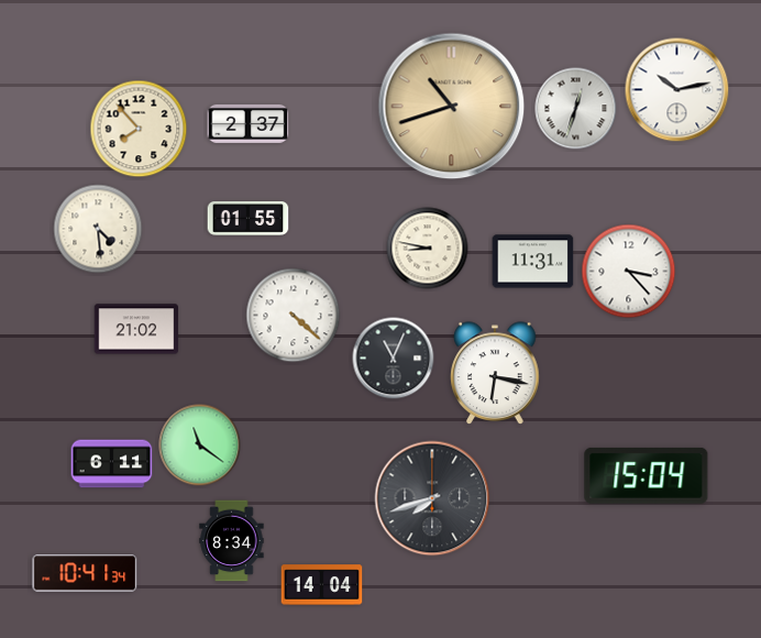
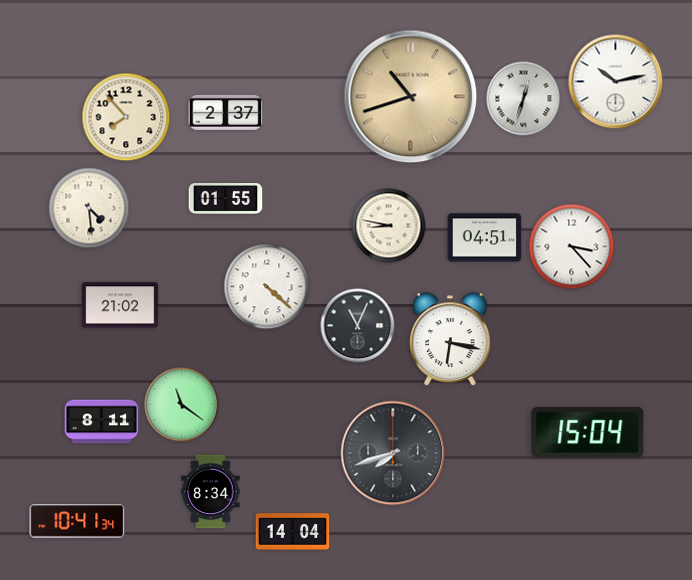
clock at (533, 262): 11:31 -> 04:51
clock at (136, 329) position: (136, 329) -> (120, 305)
clock at (112, 464): 6:11 -> 8:11
